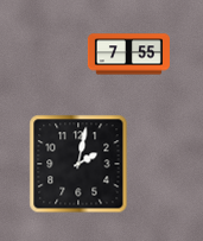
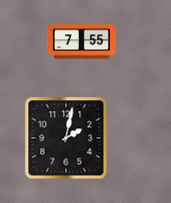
clock at (128, 55) position: (128, 55) -> (81, 42)
